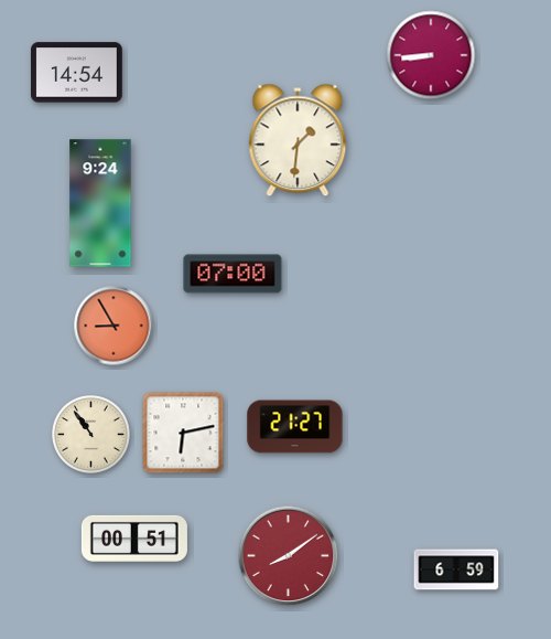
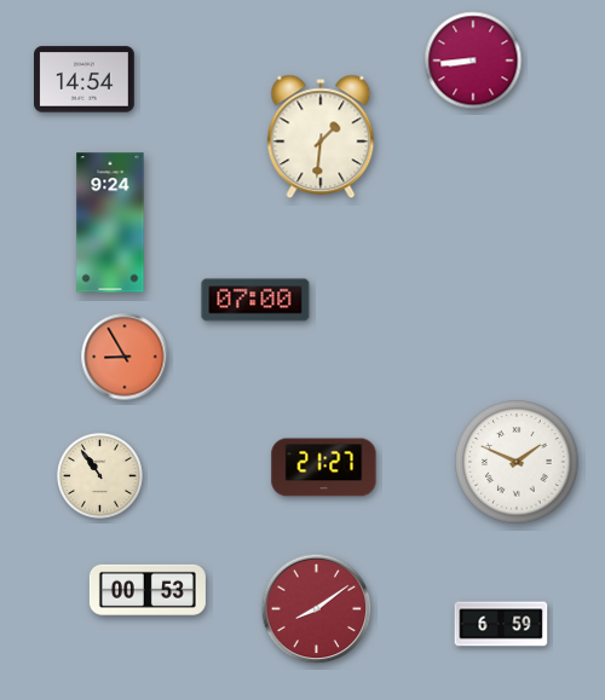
clock at (298, 140) position: (298, 140) -> (321, 137)
clock at (517, 462): none -> 1:49
clock at (183, 433): 6:13 -> none
clock at (134, 539): 00:51 -> 00:53
